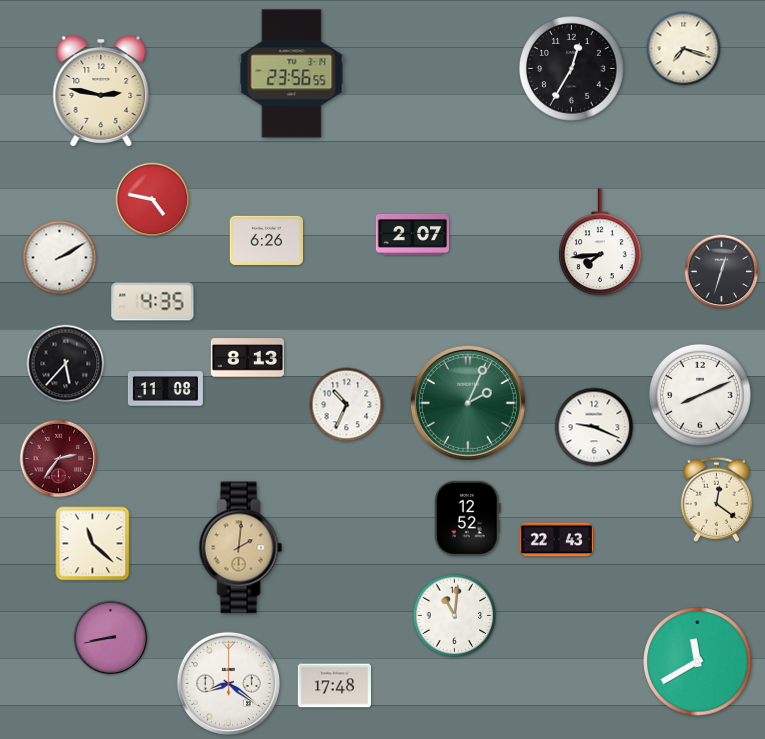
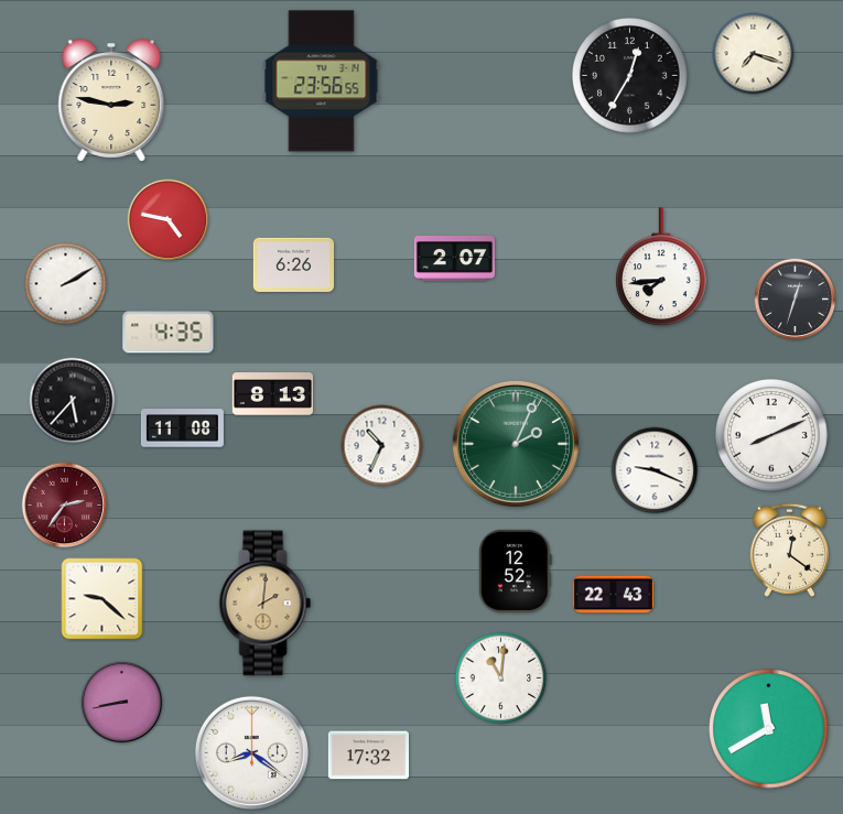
clock at (93, 544): 11:22 -> 9:22
clock at (334, 686): 17:48 -> 17:32
